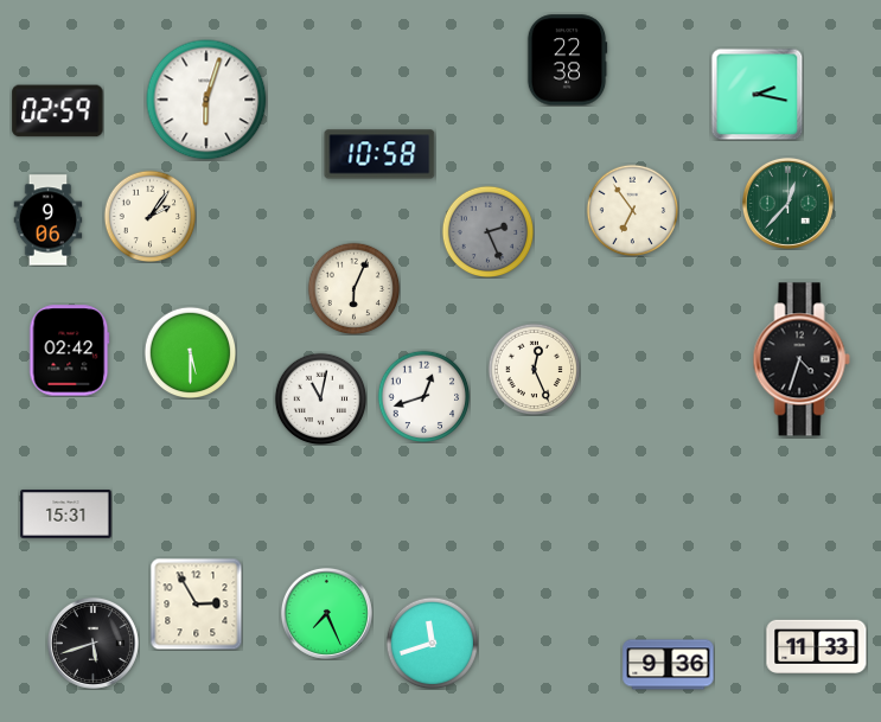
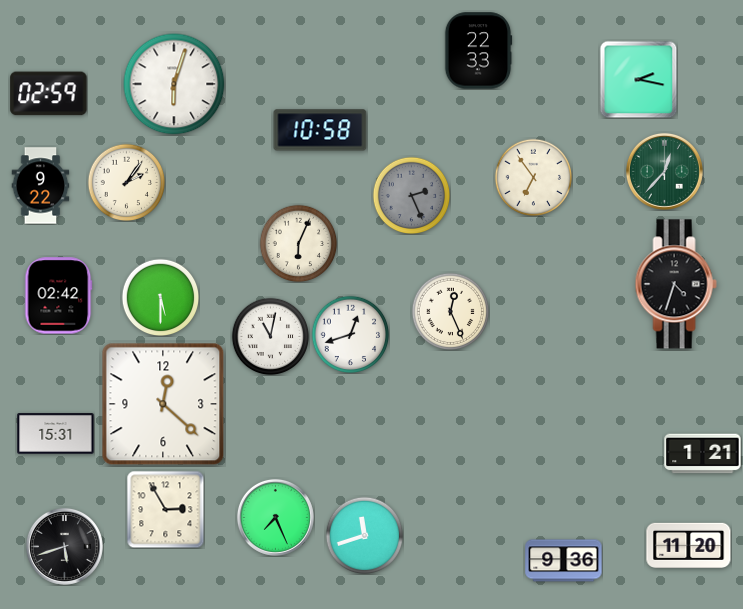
clock at (567, 60): 22:38 -> 22:33
clock at (49, 221): 9:06 -> 9:22
clock at (802, 359) position: (802, 359) -> (676, 284)
clock at (423, 396) position: (423, 396) -> (350, 334)
clock at (163, 404): none -> 12:22
clock at (703, 454): none -> 1:21
clock at (92, 643) position: (92, 643) -> (64, 546)
clock at (432, 643) position: (432, 643) -> (364, 535)
clock at (817, 646): 11:33 -> 11:20
